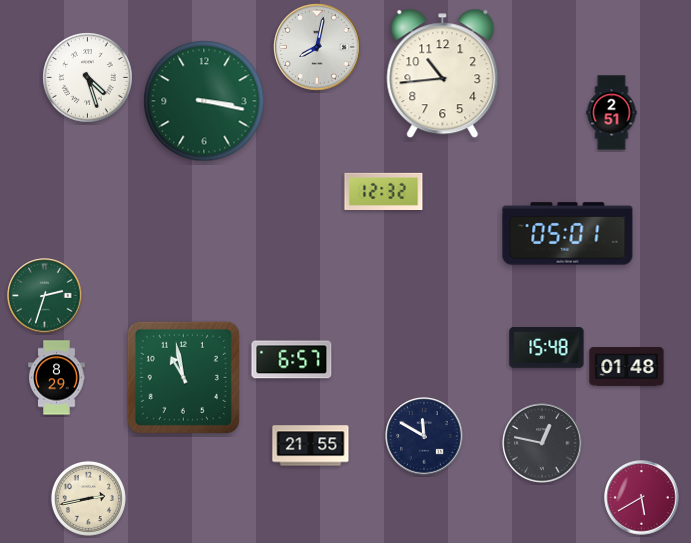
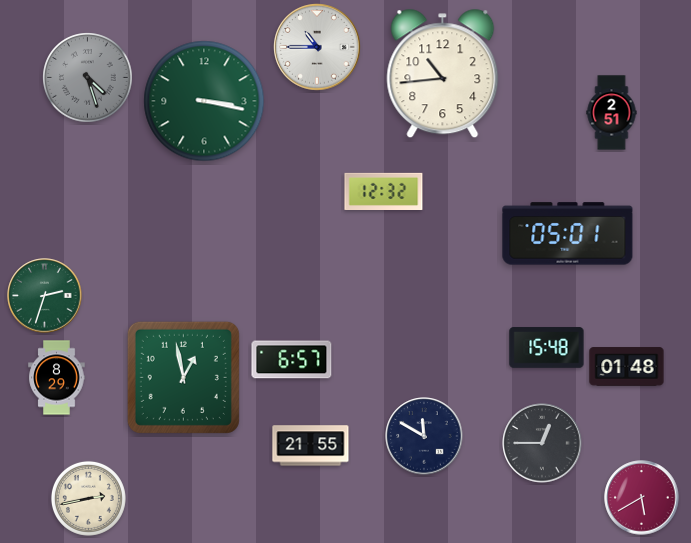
clock at (317, 47): 8:02 -> 10:45
clock at (88, 78) dial: white -> grey
clock at (183, 377): 10:58 -> 12:58
clock at (542, 443): 12:47 -> 12:45
